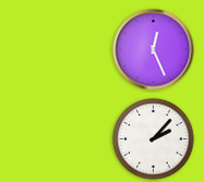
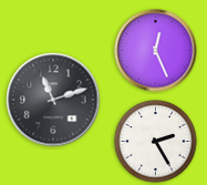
clock at (53, 100): none -> 11:12
clock at (154, 139): 2:07 -> 2:25
